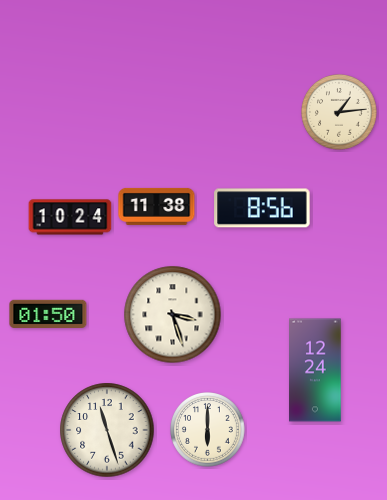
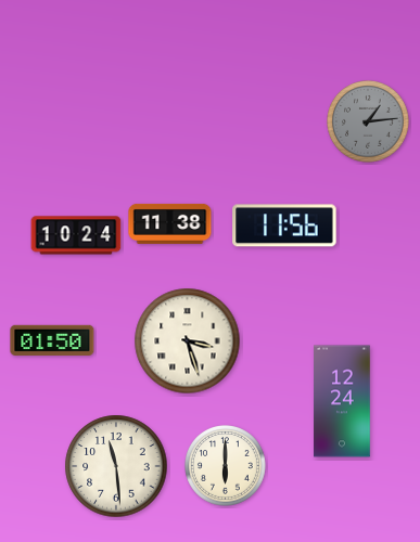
clock at (340, 113) dial: cream -> grey
clock at (262, 208): 8:56 -> 11:56
clock at (107, 430): 11:27 -> 11:29
